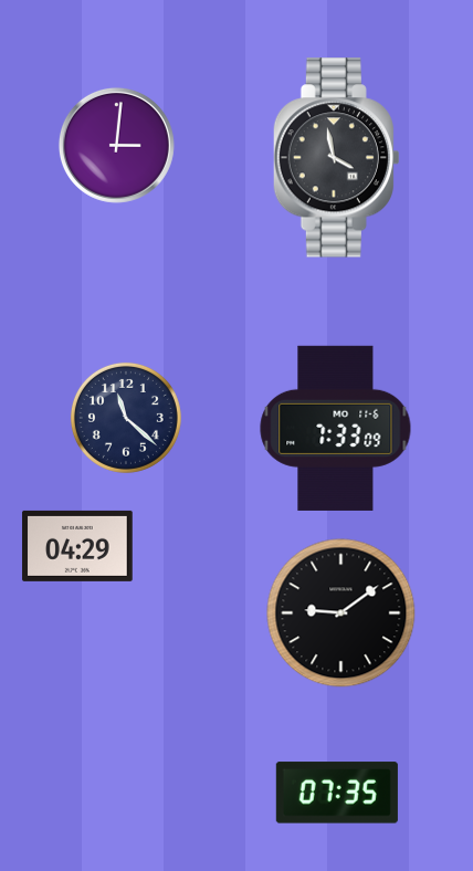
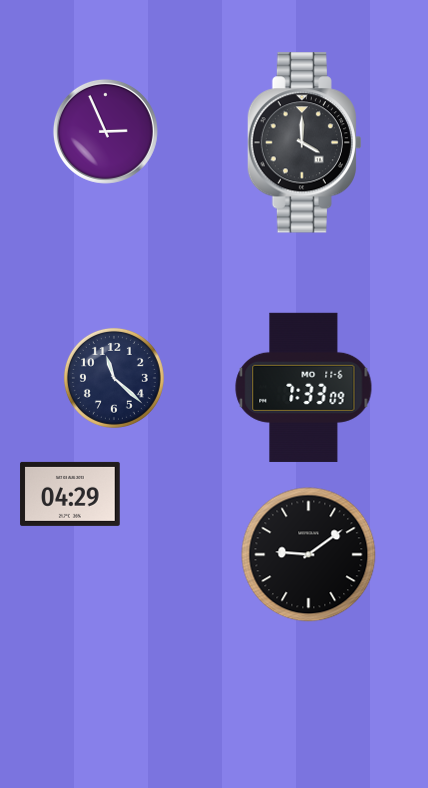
clock at (116, 145): 3:01 -> 2:56
clock at (336, 158): 3:58 -> 4:00
clock at (337, 793): 07:35 -> none
